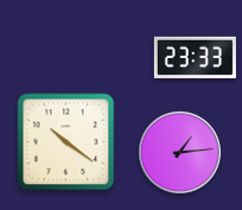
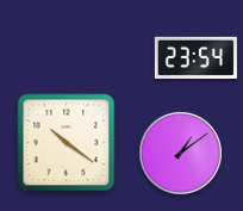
clock at (195, 57): 23:33 -> 23:54
clock at (179, 152): 1:14 -> 1:09
